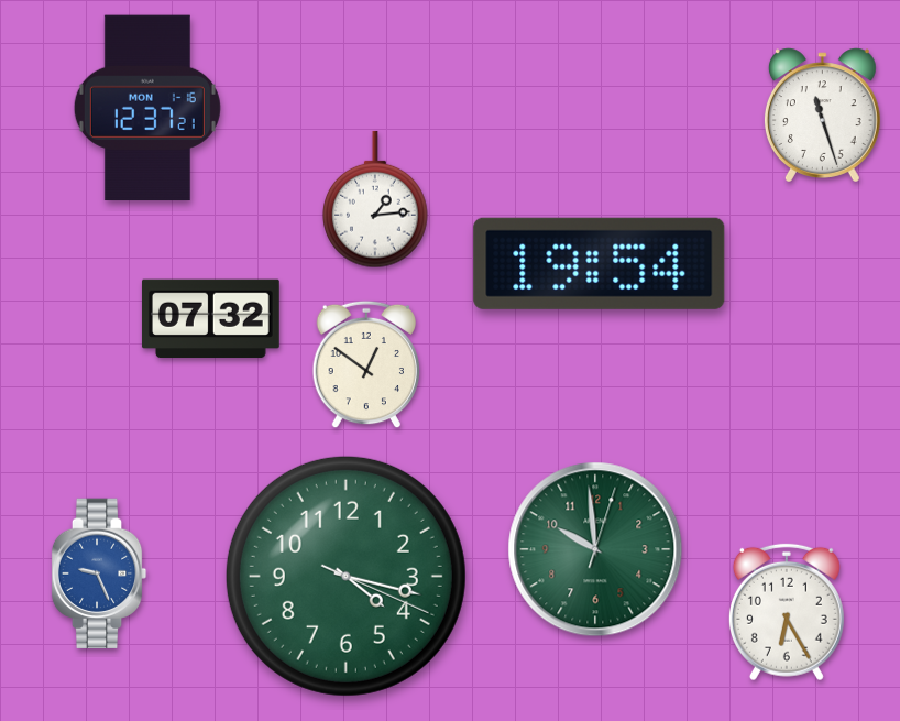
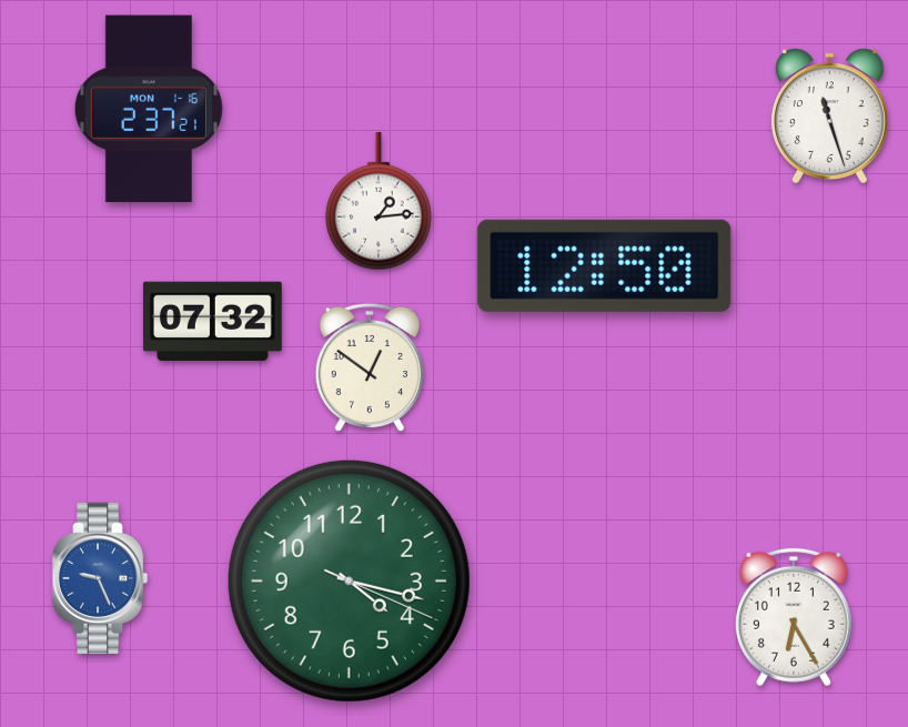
clock at (147, 108): 12:37 -> 2:37
clock at (600, 263): 19:54 -> 12:50
clock at (595, 549): 9:59 -> none
